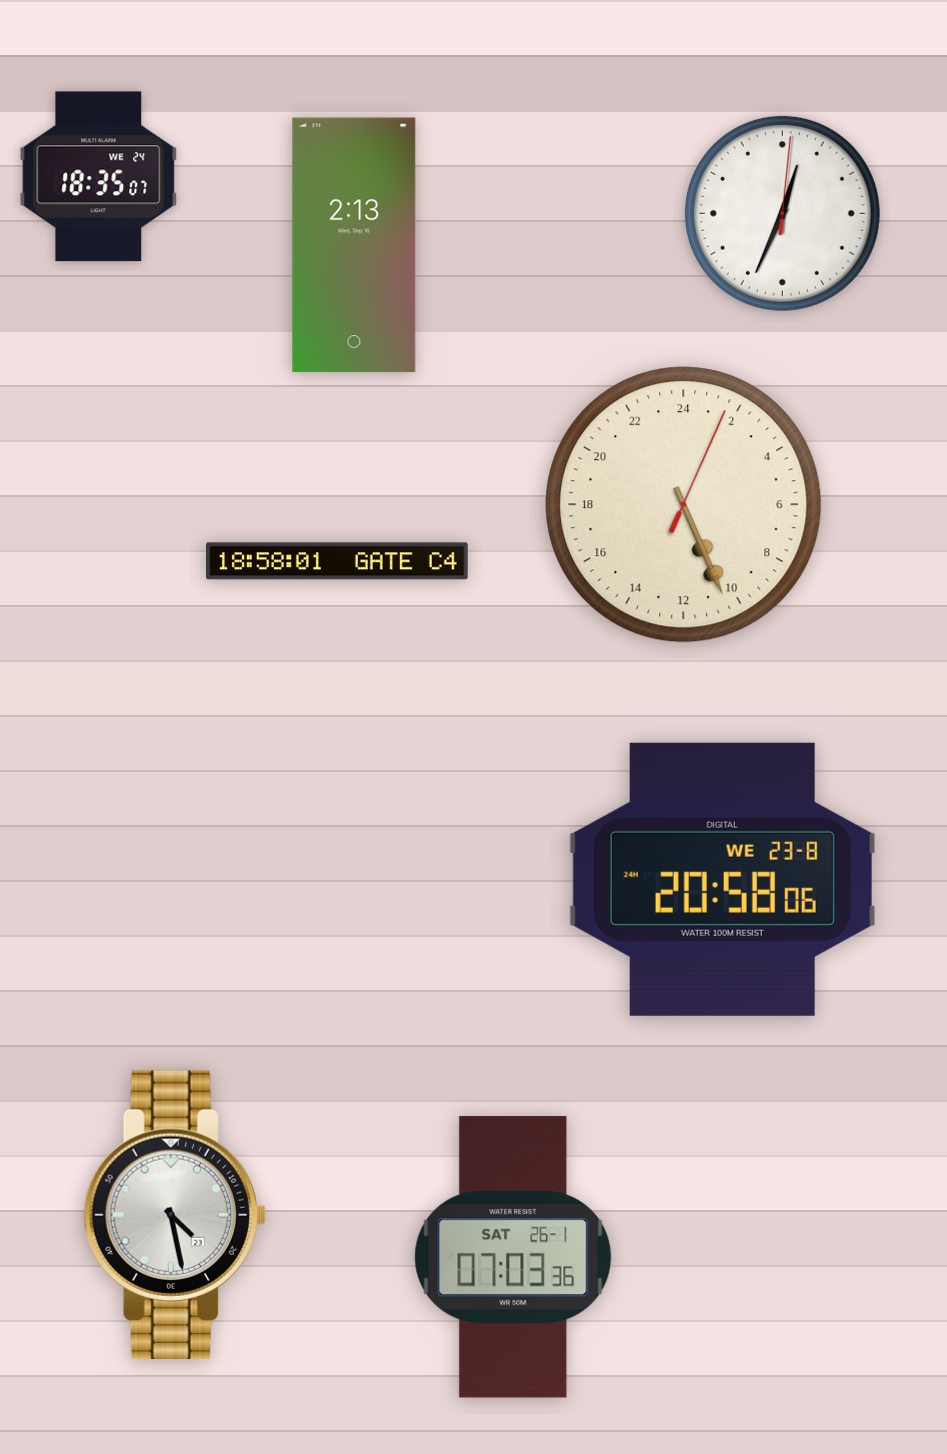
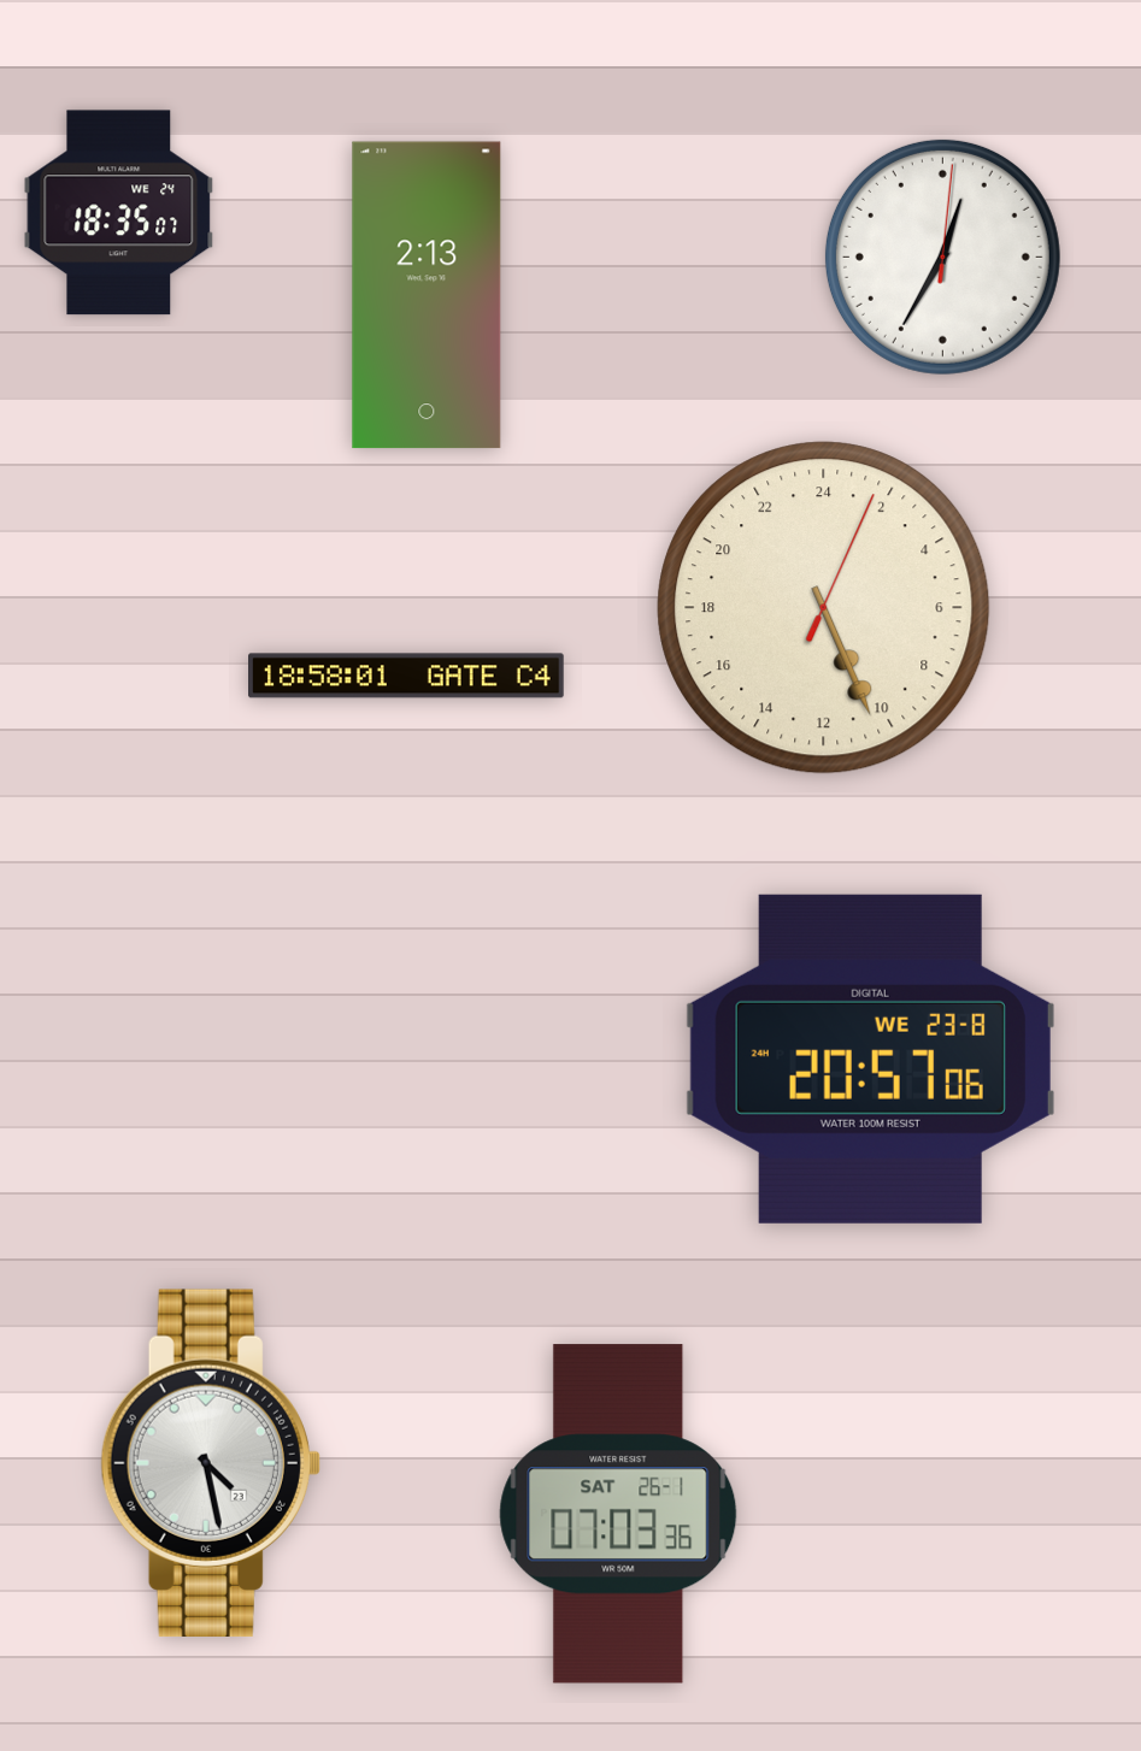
clock at (782, 213): 12:34 -> 12:35
clock at (722, 879): 20:58 -> 20:57
